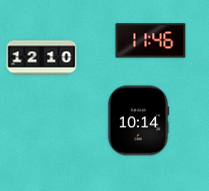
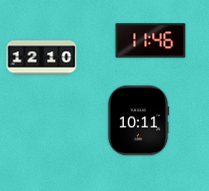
clock at (138, 121): 10:14 -> 10:11
